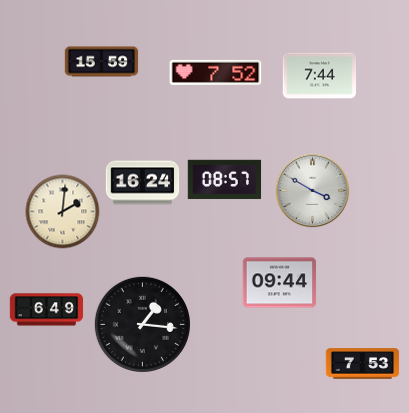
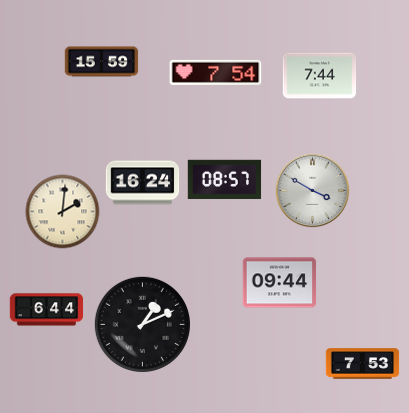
clock at (216, 72): 7:52 -> 7:54
clock at (47, 310): 6:49 -> 6:44
clock at (142, 324): 1:16 -> 1:11
